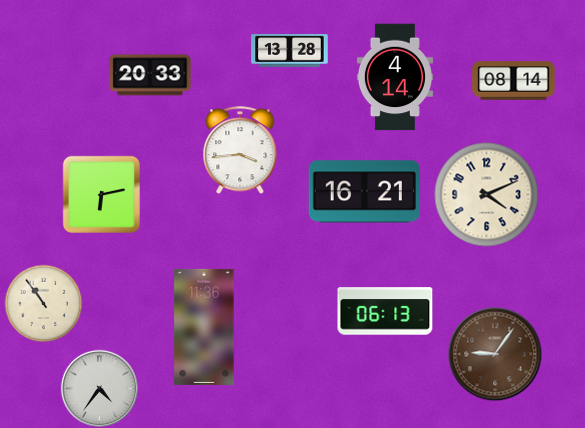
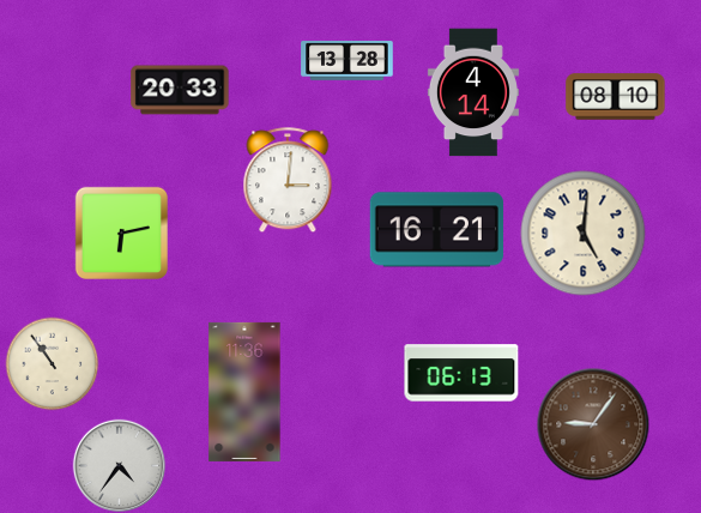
clock at (514, 81): 08:14 -> 08:10
clock at (240, 150): 3:44 -> 3:01
clock at (487, 195): 4:11 -> 5:01
